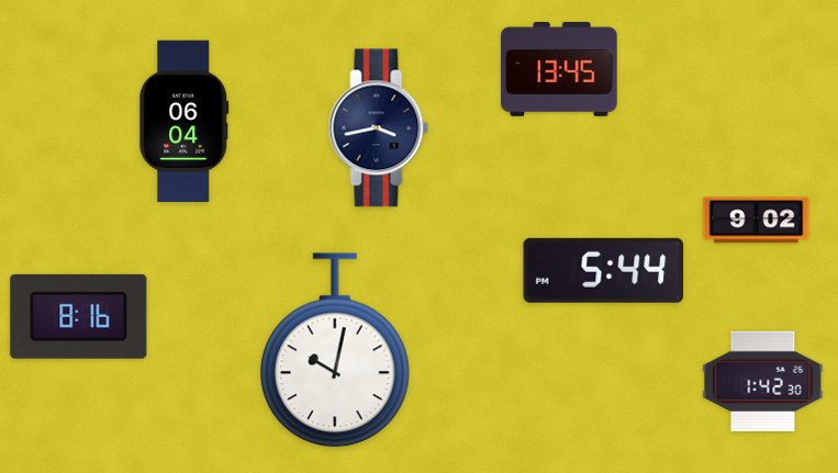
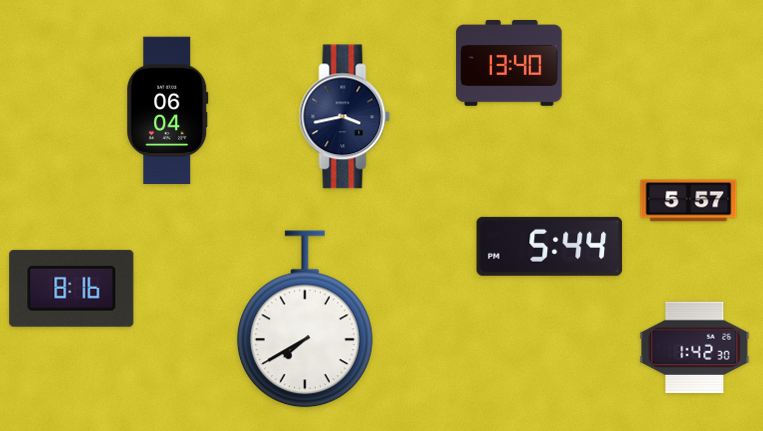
clock at (559, 69): 13:45 -> 13:40
clock at (757, 221): 9:02 -> 5:57
clock at (335, 350): 10:02 -> 7:40
